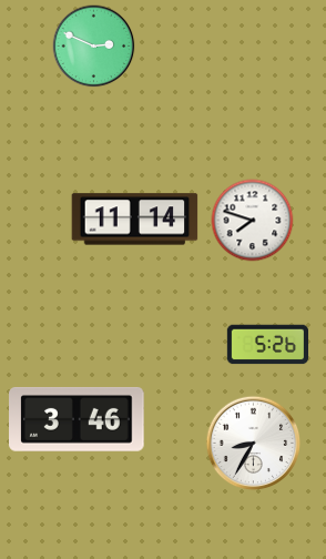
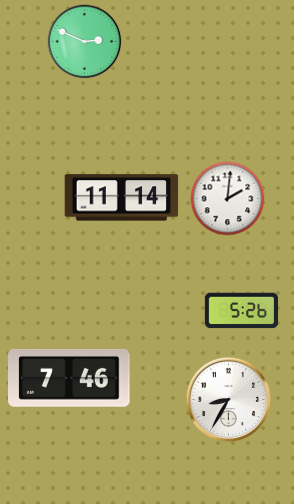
clock at (253, 221): 7:48 -> 2:01
clock at (77, 419): 3:46 -> 7:46
